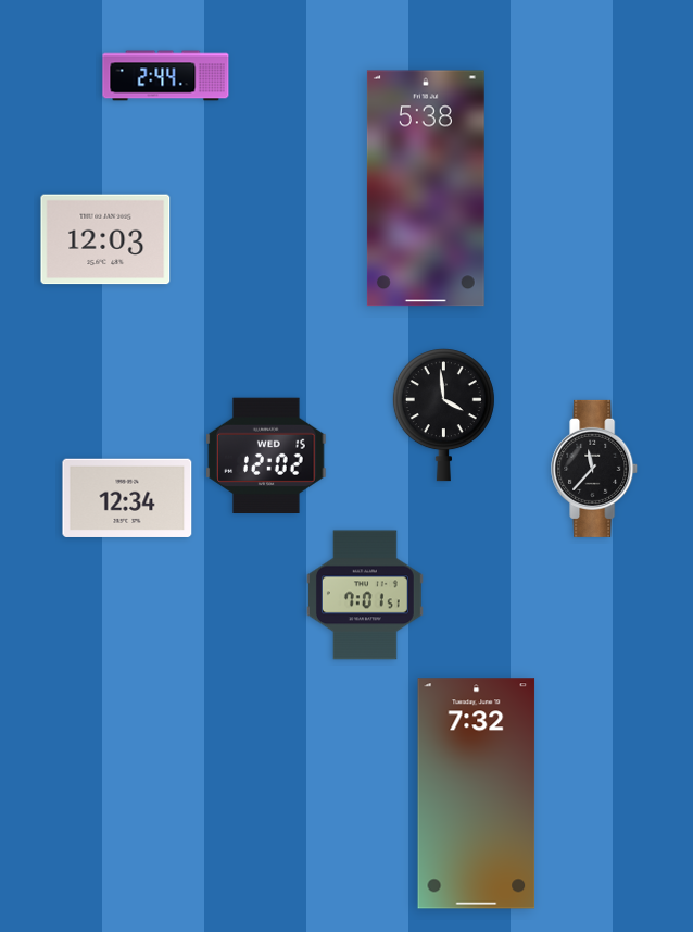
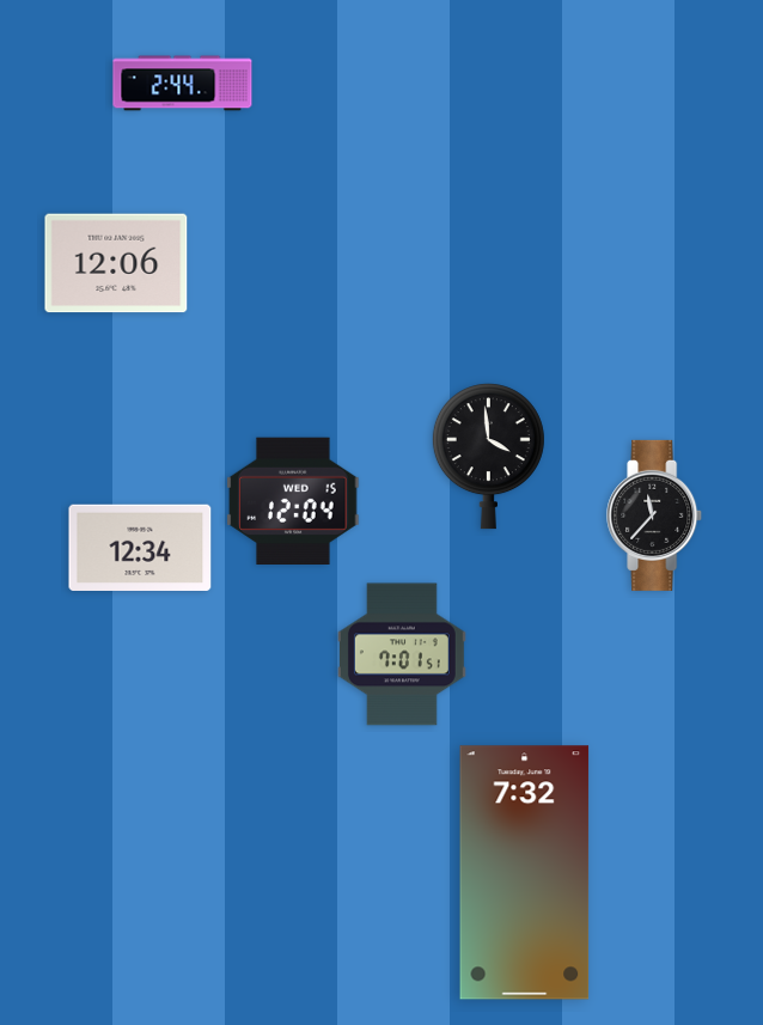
clock at (426, 188): 5:38 -> none
clock at (105, 239): 12:03 -> 12:06
clock at (266, 455): 12:02 -> 12:04
